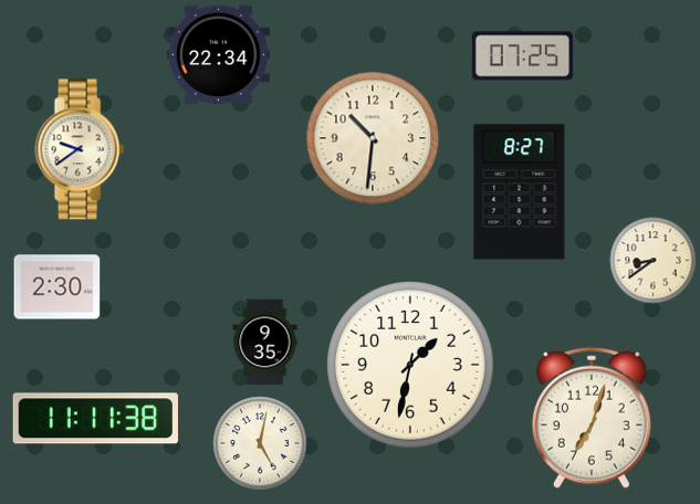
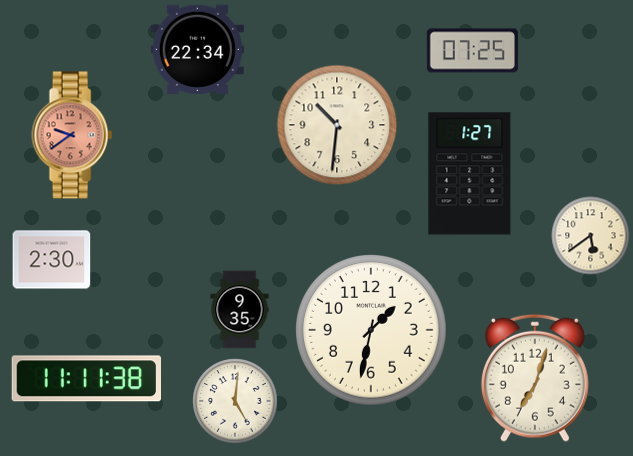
clock at (80, 149) dial: cream -> salmon
clock at (520, 192): 8:27 -> 1:27
clock at (652, 260): 8:39 -> 5:39
clock at (260, 443): 5:02 -> 5:01
